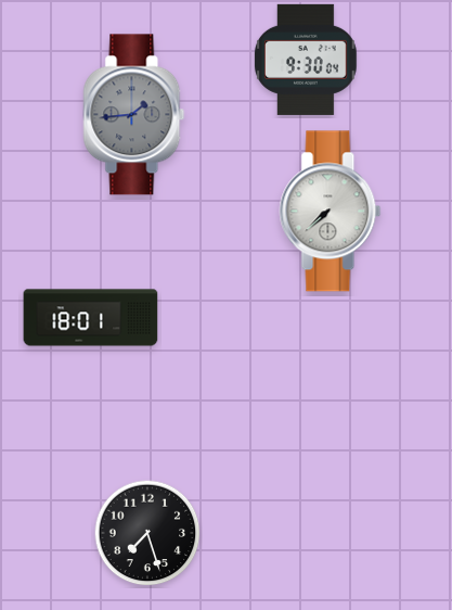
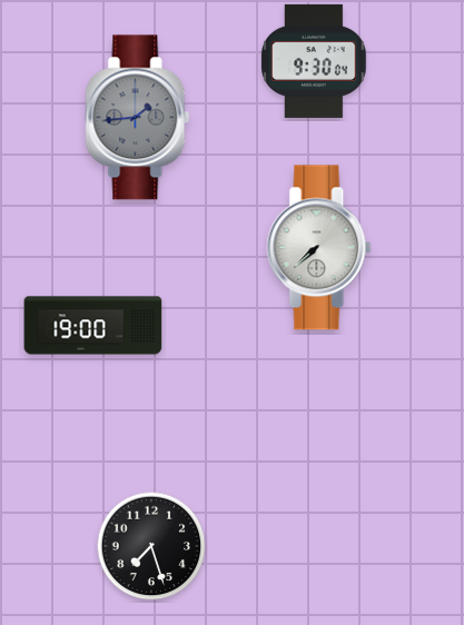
clock at (331, 212) position: (331, 212) -> (319, 248)
clock at (91, 318): 18:01 -> 19:00
